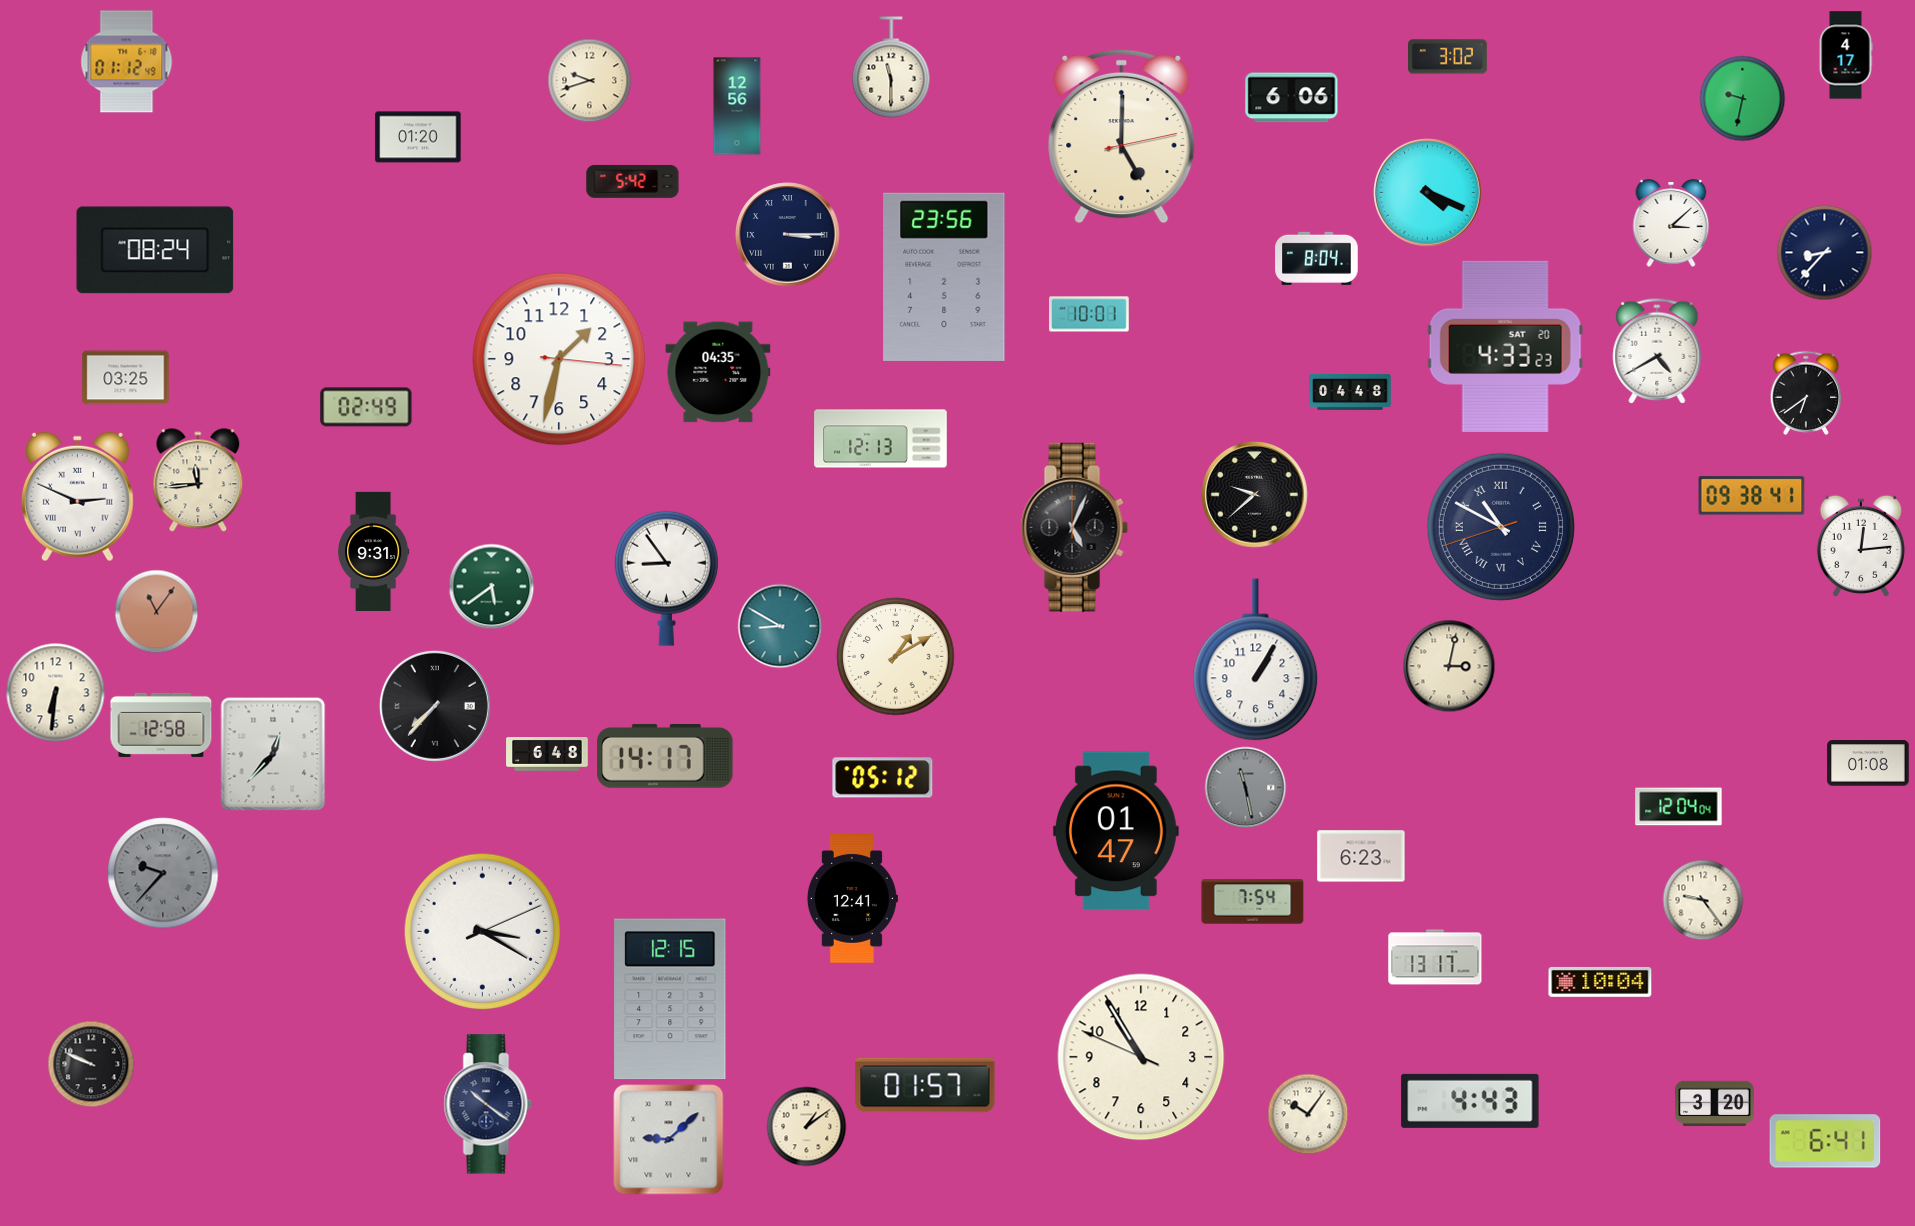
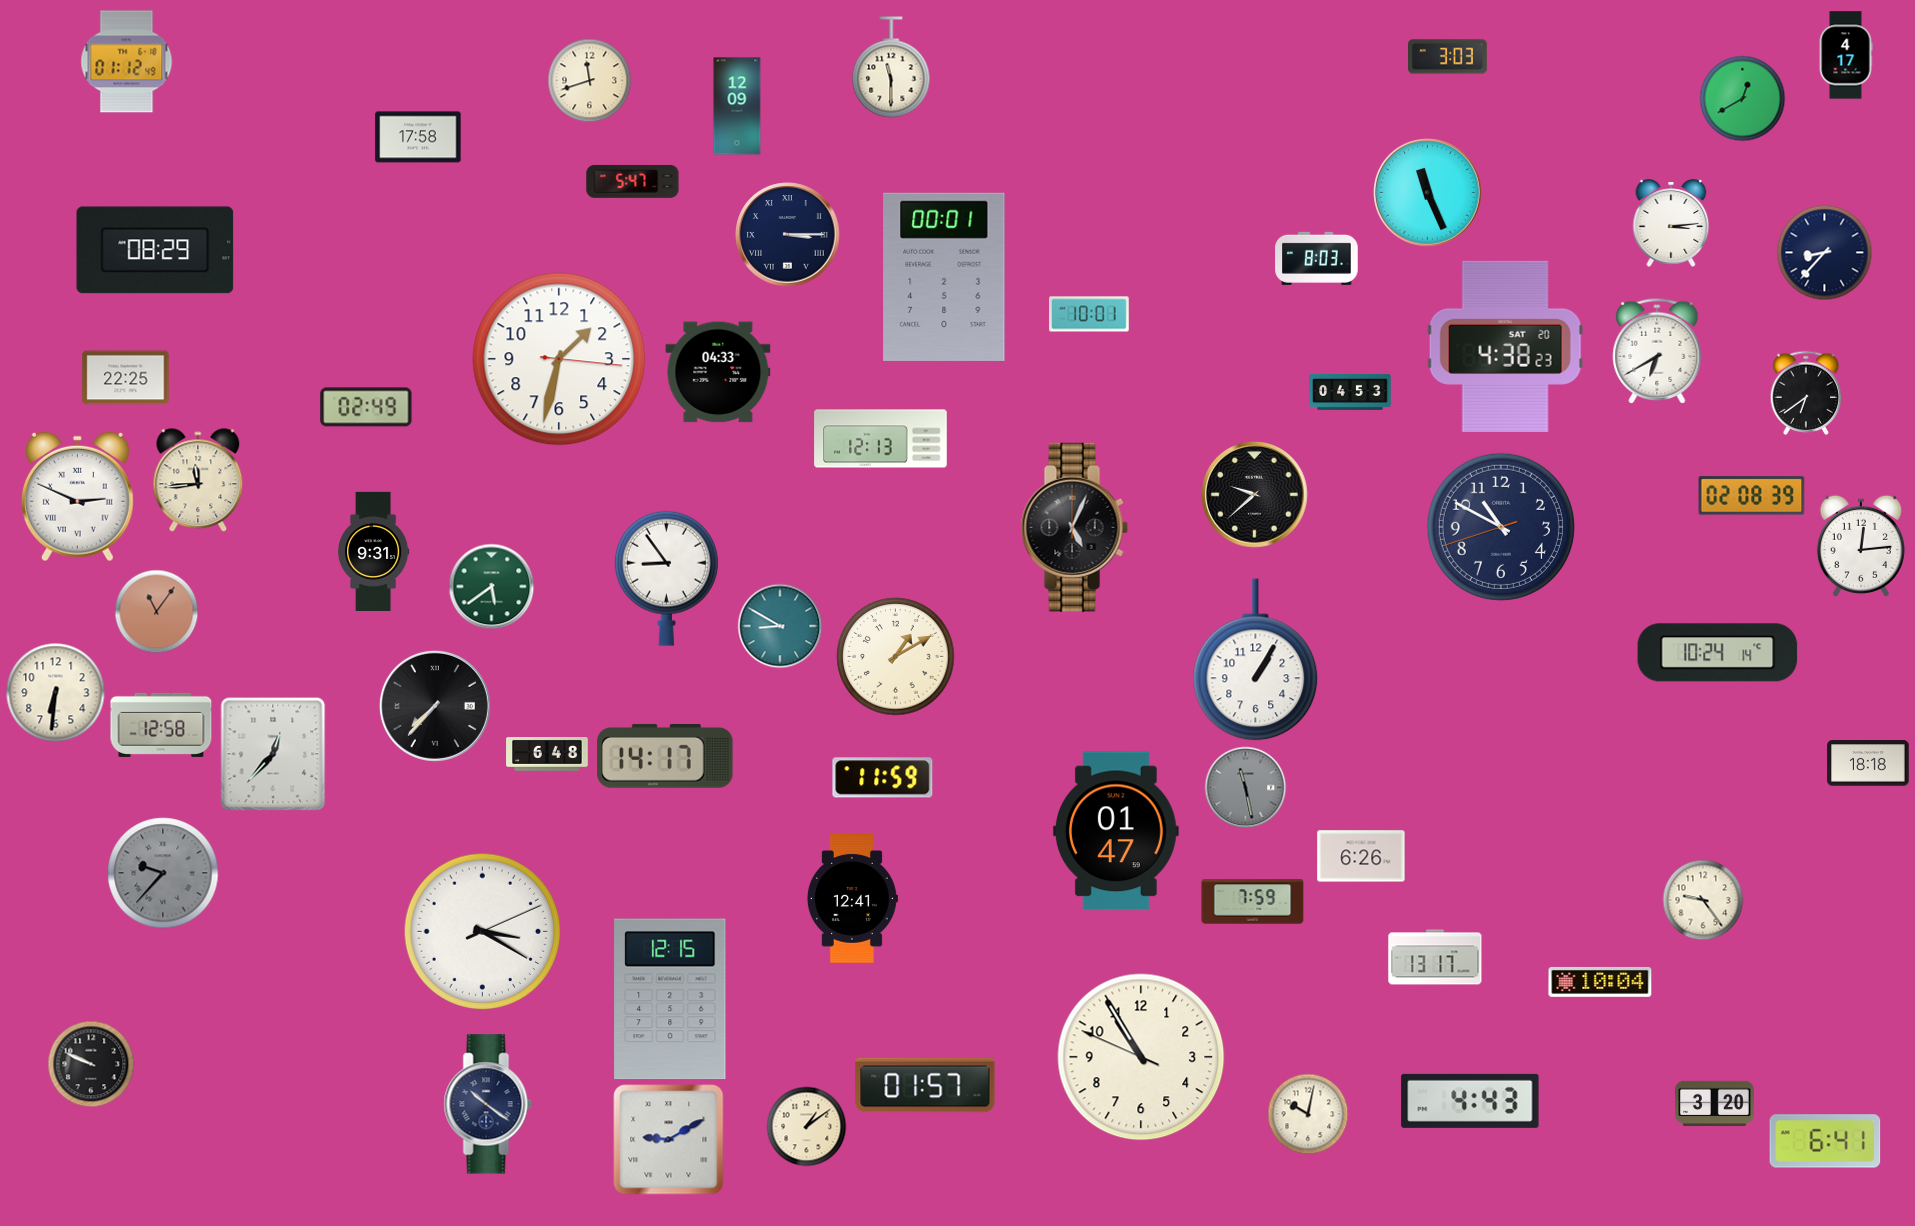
clock at (1448, 57): 3:02 -> 3:03
clock at (589, 80): 9:42 -> 11:42
clock at (1292, 98): 6:06 -> none
clock at (1742, 98): 9:32 -> 12:40
clock at (737, 106): 12:56 -> 12:09
clock at (1122, 136): 5:00 -> none
clock at (418, 137): 01:20 -> 17:58
clock at (633, 181): 5:42 -> 5:47
clock at (1428, 193): 4:19 -> 11:26
clock at (1671, 223): 3:08 -> 3:14
clock at (155, 250): 08:24 -> 08:29
clock at (1317, 258): 8:04 -> 8:03
clock at (944, 277): 23:56 -> 00:01
clock at (1505, 346): 4:33 -> 4:38
clock at (1657, 351): 4:40 -> 6:40
clock at (718, 372): 04:35 -> 04:33
clock at (126, 378): 03:25 -> 22:25
clock at (1350, 392): 04:48 -> 04:53
clock at (1752, 496): 09:38 -> 02:08
clock at (1501, 527) numerals: Roman -> Arabic
clock at (1718, 653): none -> 10:24
clock at (1449, 666): 3:02 -> none
clock at (1868, 763): 01:08 -> 18:18
clock at (883, 778): 05:12 -> 11:59
clock at (1679, 807): 12:04 -> none
clock at (1361, 856): 6:23 -> 6:26
clock at (1253, 902): 7:54 -> 7:59
clock at (1308, 1114): 10:06 -> 10:02
clock at (669, 1140): 9:08 -> 9:10
